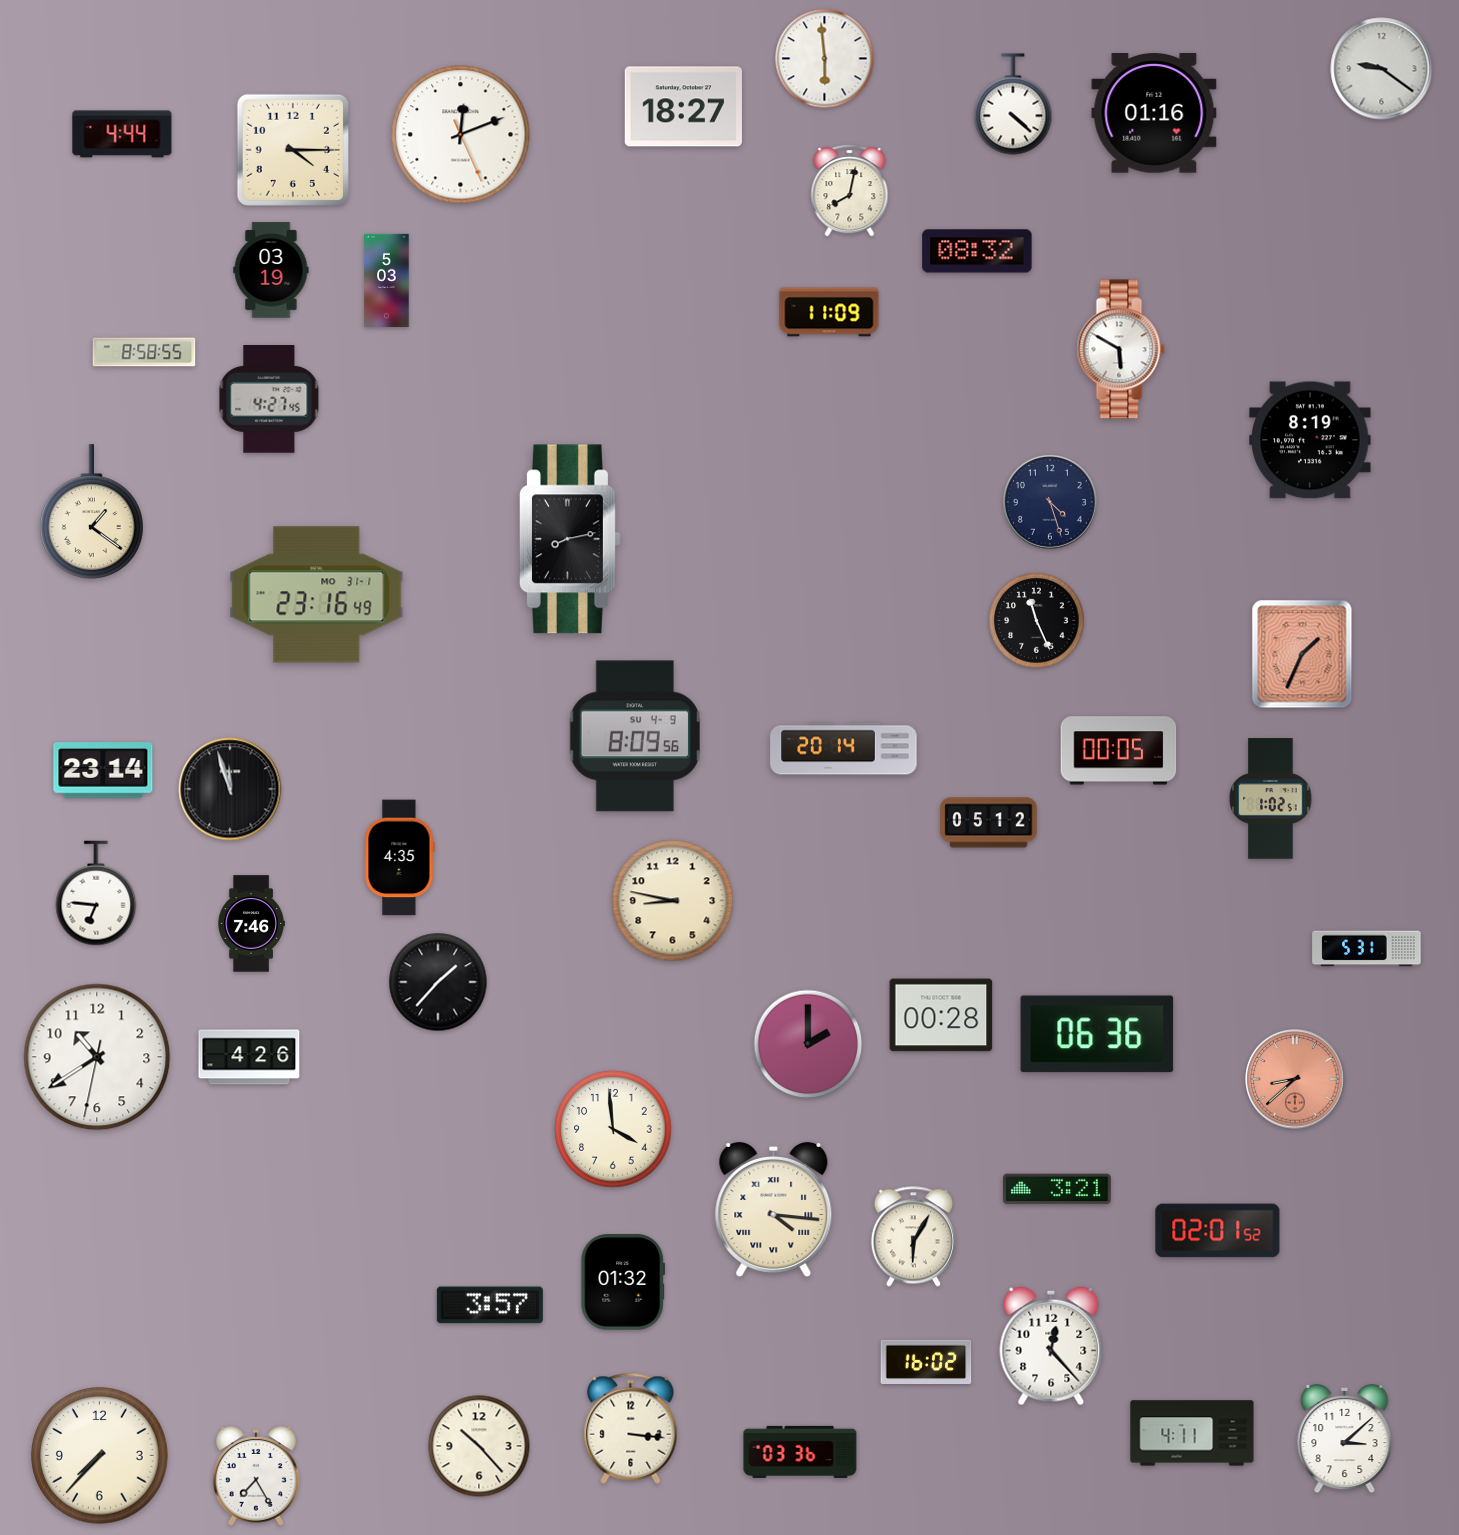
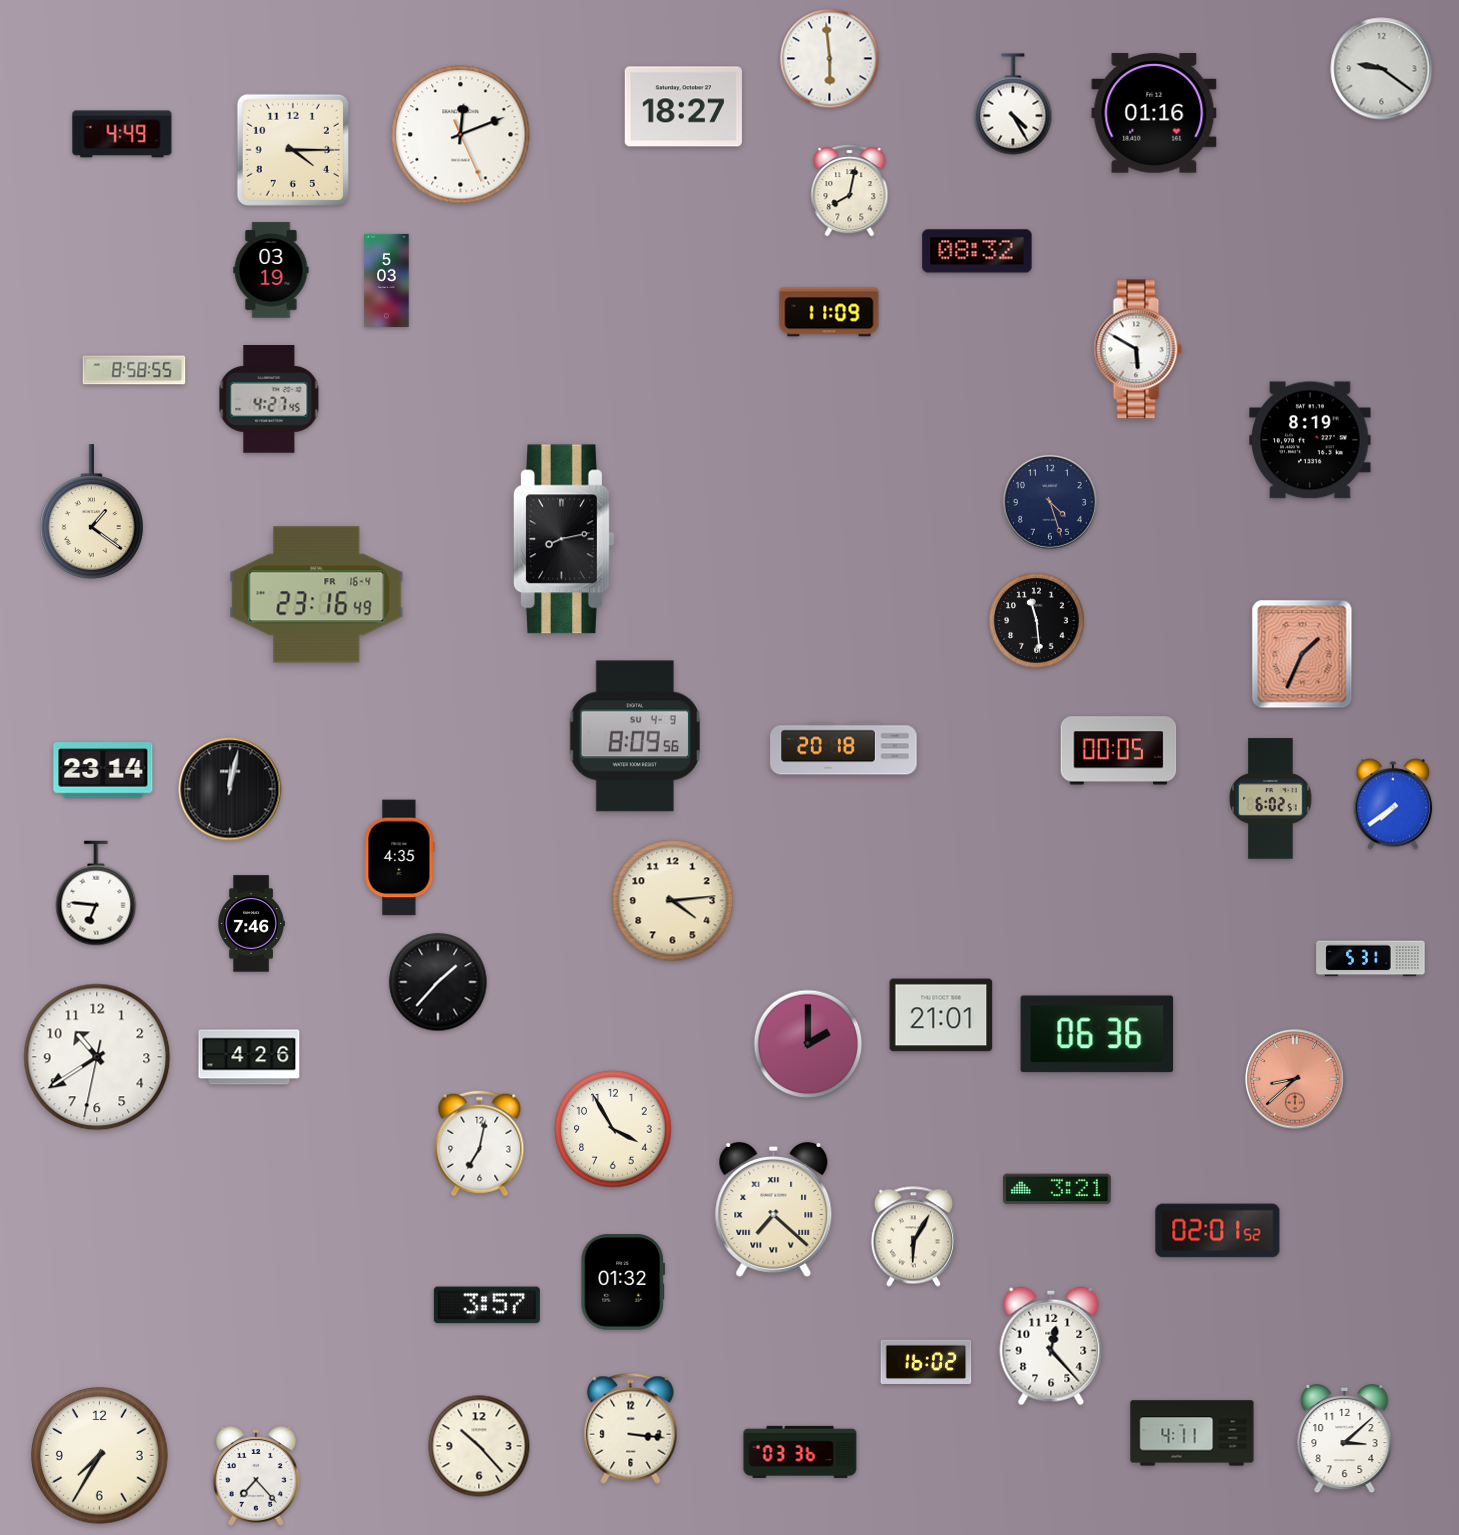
clock at (825, 59) position: (825, 59) -> (830, 59)
clock at (1013, 104): 4:22 -> 4:25
clock at (122, 134): 4:44 -> 4:49
clock at (1121, 349) position: (1121, 349) -> (1138, 349)
clock at (144, 352) position: (144, 352) -> (134, 370)
clock at (571, 539) position: (571, 539) -> (565, 539)
clock at (317, 595) date: MO 31-1 -> FR 16-4
clock at (1037, 621): 11:26 -> 11:29
clock at (844, 749): 20:14 -> 20:18
clock at (230, 789): 11:57 -> 12:02
clock at (1271, 799): 1:02 -> 6:02
clock at (1393, 804): none -> 7:39
clock at (989, 823): 05:12 -> none
clock at (673, 901): 8:47 -> 4:14
clock at (1367, 949) position: (1367, 949) -> (1371, 959)
clock at (941, 1015): 00:28 -> 21:01
clock at (613, 1129): 3:59 -> 3:55
clock at (480, 1144): none -> 7:02
clock at (774, 1210): 4:16 -> 7:22
clock at (490, 1305) position: (490, 1305) -> (487, 1305)
clock at (100, 1456): 7:37 -> 7:35
clock at (256, 1476): 7:25 -> 7:23
